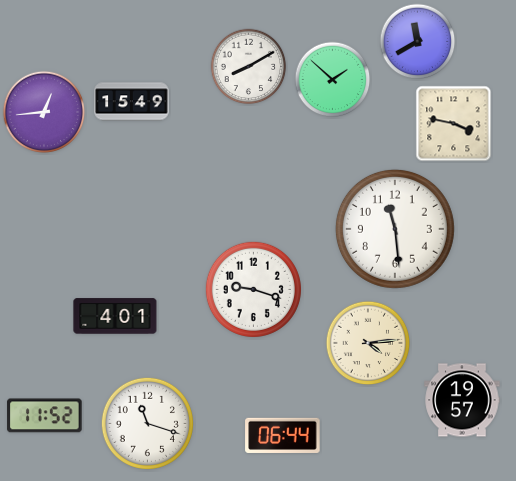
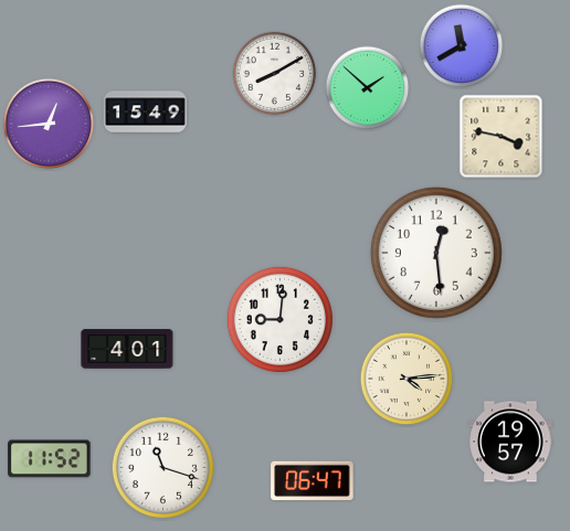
clock at (395, 229): 11:29 -> 12:29
clock at (253, 289): 9:18 -> 9:01
clock at (283, 435): 06:44 -> 06:47
